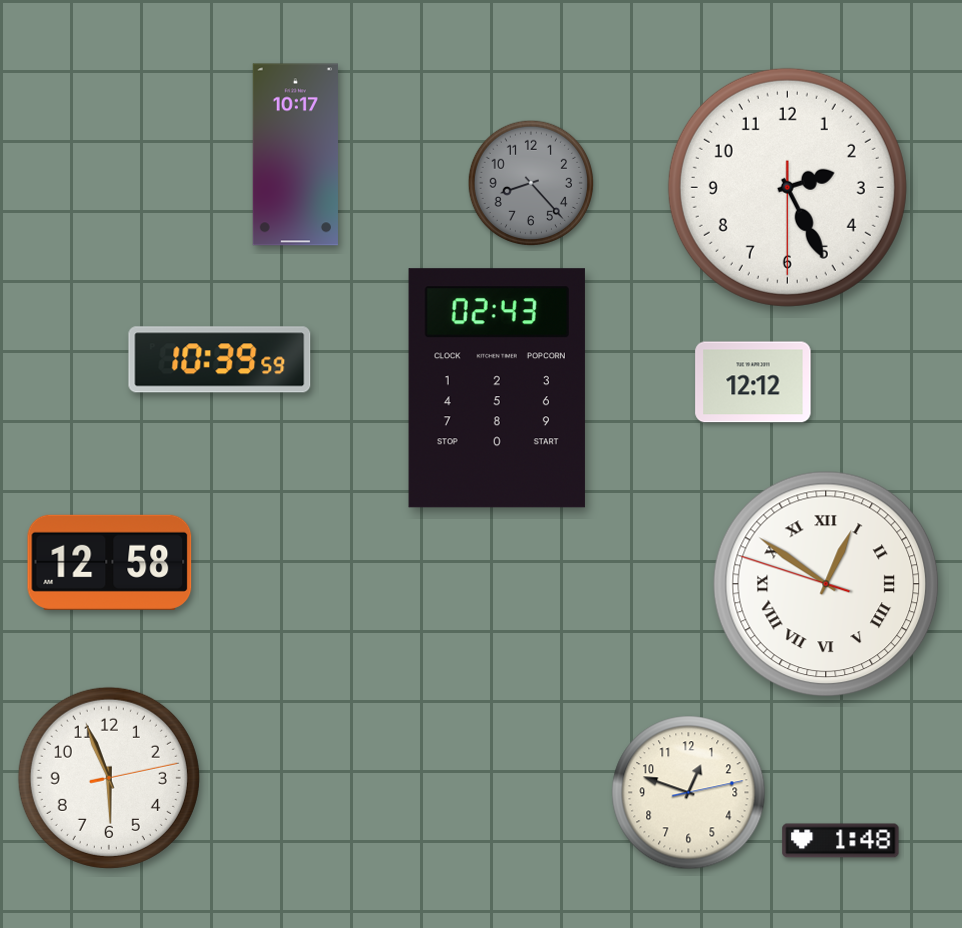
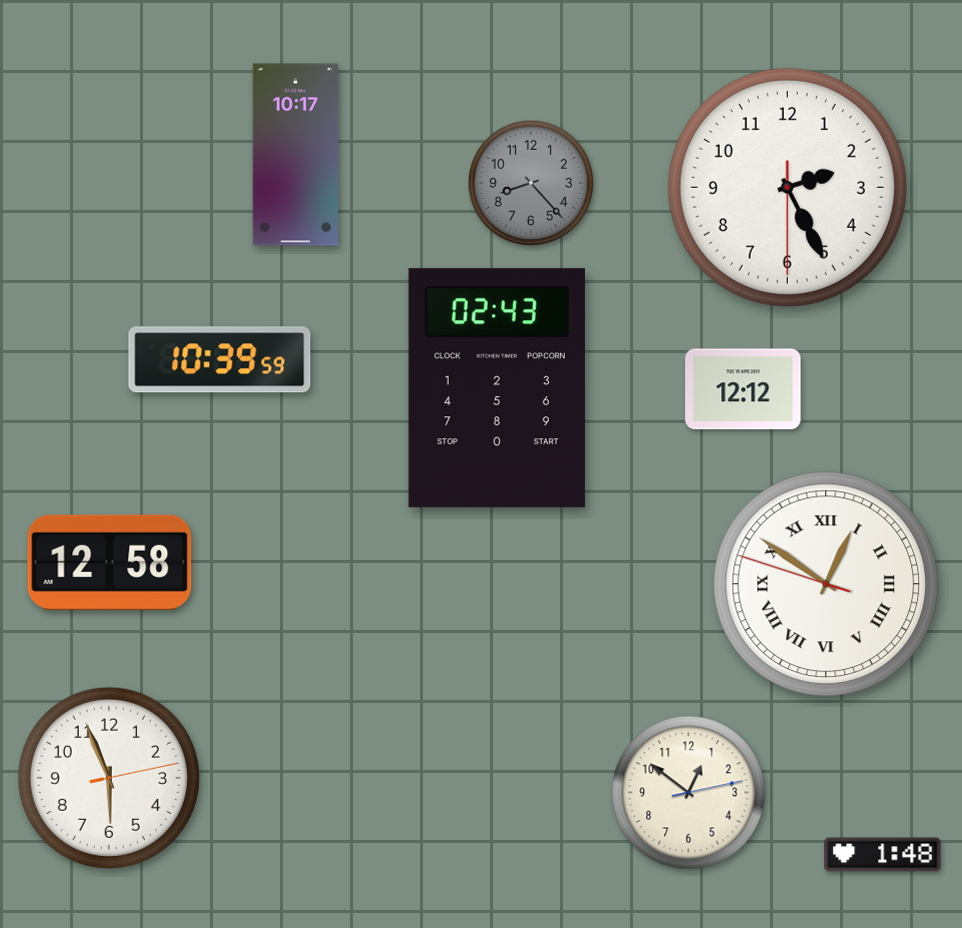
clock at (753, 382) position: (753, 382) -> (743, 389)
clock at (689, 793): 12:48 -> 12:51
clock at (841, 841) position: (841, 841) -> (883, 855)
